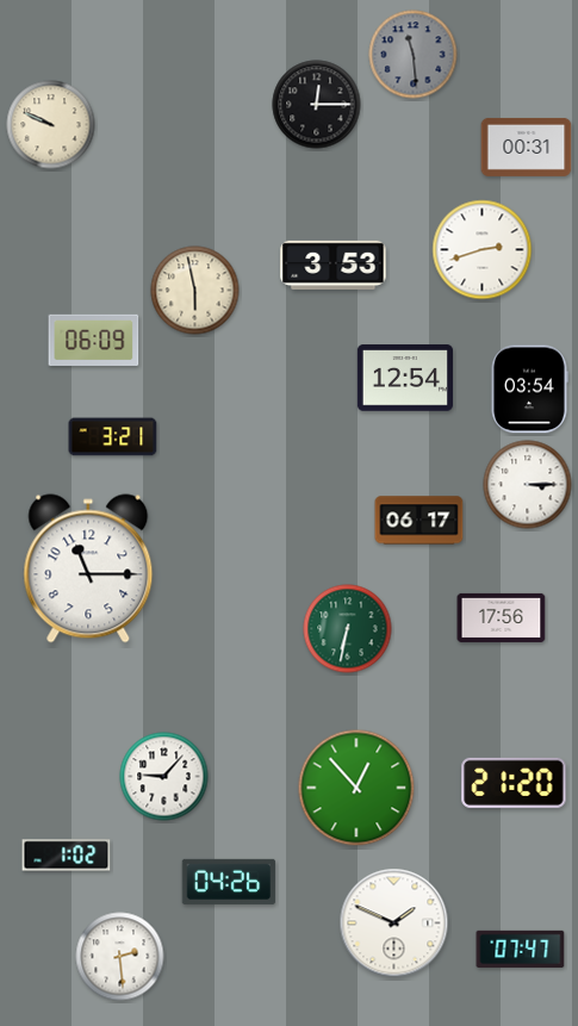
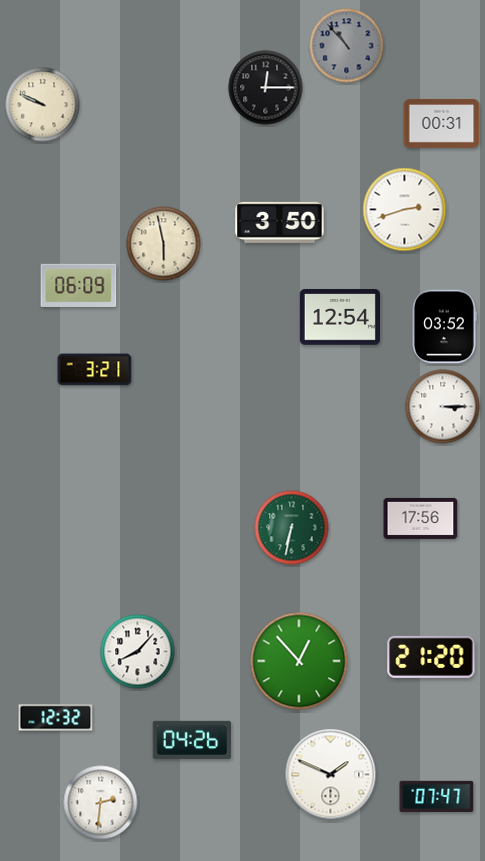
clock at (414, 55): 11:29 -> 10:53
clock at (334, 265): 3:53 -> 3:50
clock at (529, 390): 03:54 -> 03:52
clock at (113, 437) position: (113, 437) -> (95, 370)
clock at (419, 521): 06:17 -> none
clock at (88, 568): 11:15 -> none
clock at (164, 777): 9:07 -> 8:07
clock at (67, 856): 1:02 -> 12:32
clock at (120, 957): 2:29 -> 2:31
